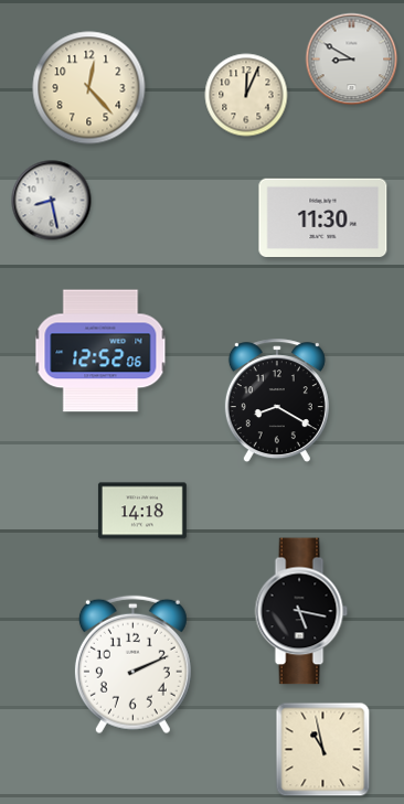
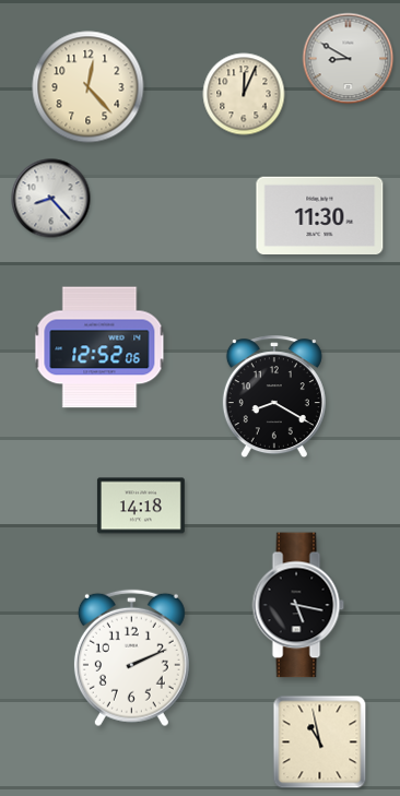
clock at (52, 201): 8:28 -> 8:23
